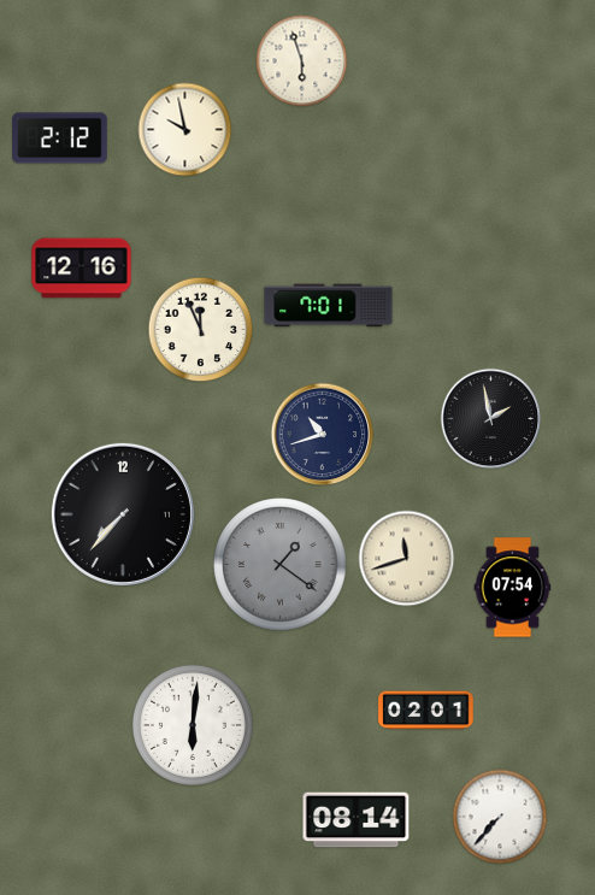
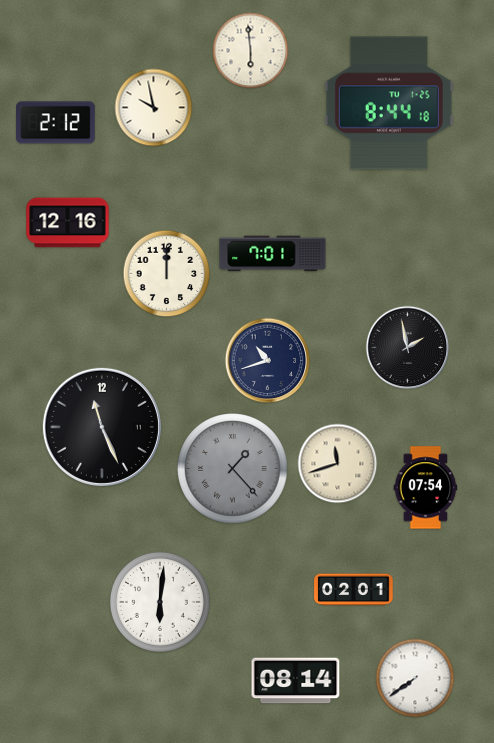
clock at (302, 61): 5:57 -> 5:59
clock at (389, 103): none -> 8:44
clock at (60, 139) position: (60, 139) -> (56, 123)
clock at (201, 330): 11:56 -> 12:00
clock at (123, 514): 7:37 -> 11:26
clock at (281, 565): 1:21 -> 1:23
clock at (500, 817): 7:37 -> 7:39
